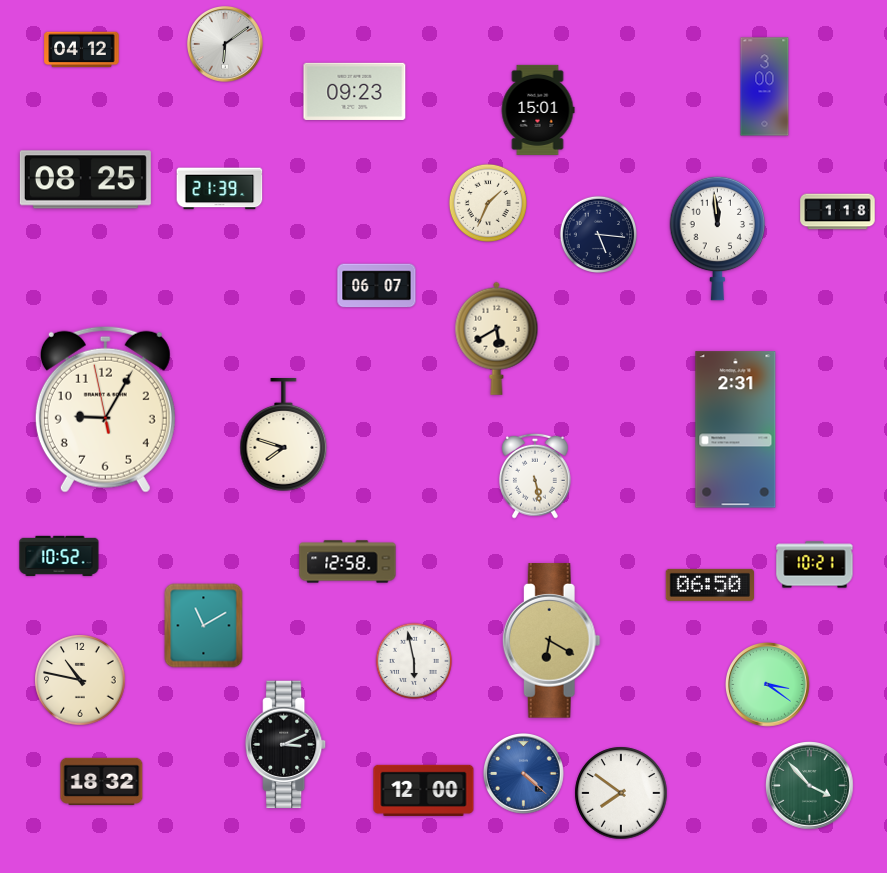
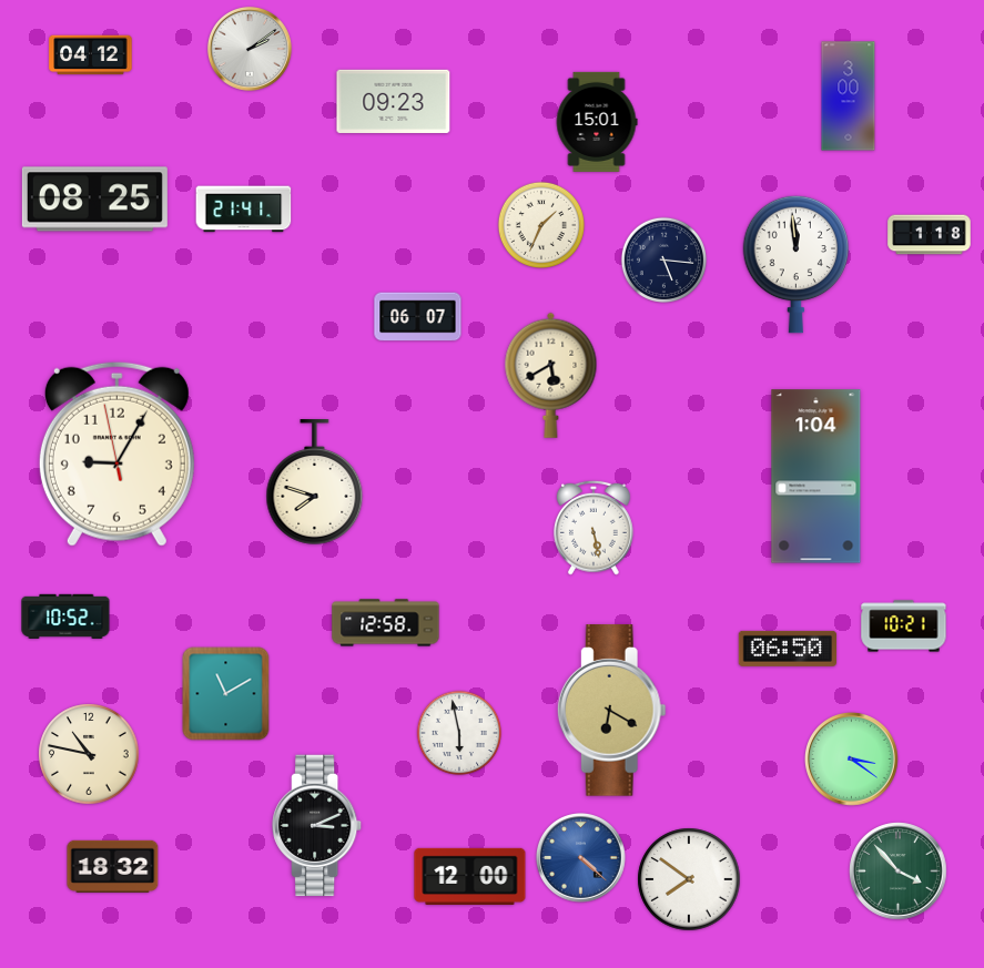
clock at (225, 44): 6:09 -> 2:09
clock at (220, 189): 21:39 -> 21:41
clock at (736, 430): 2:31 -> 1:04
